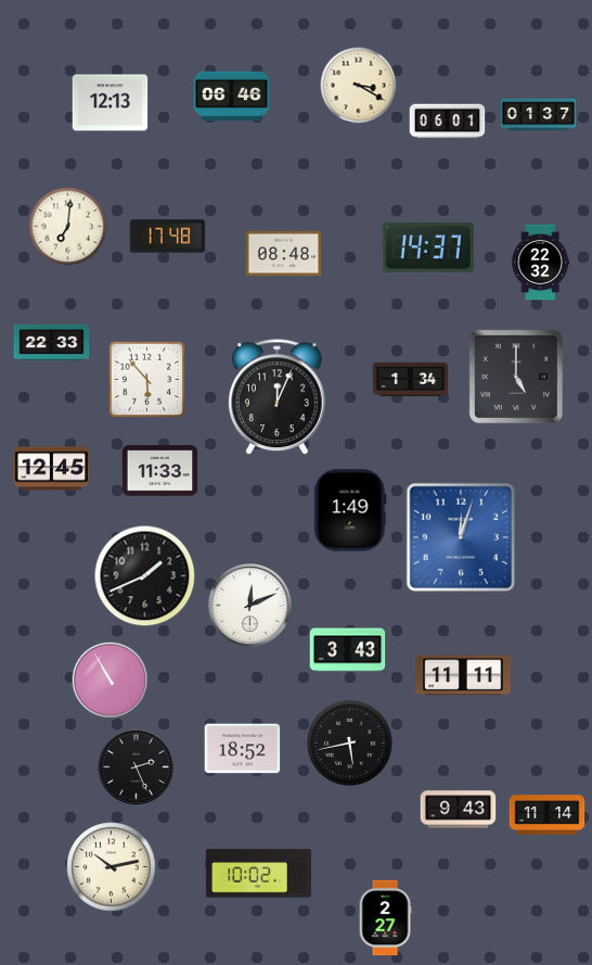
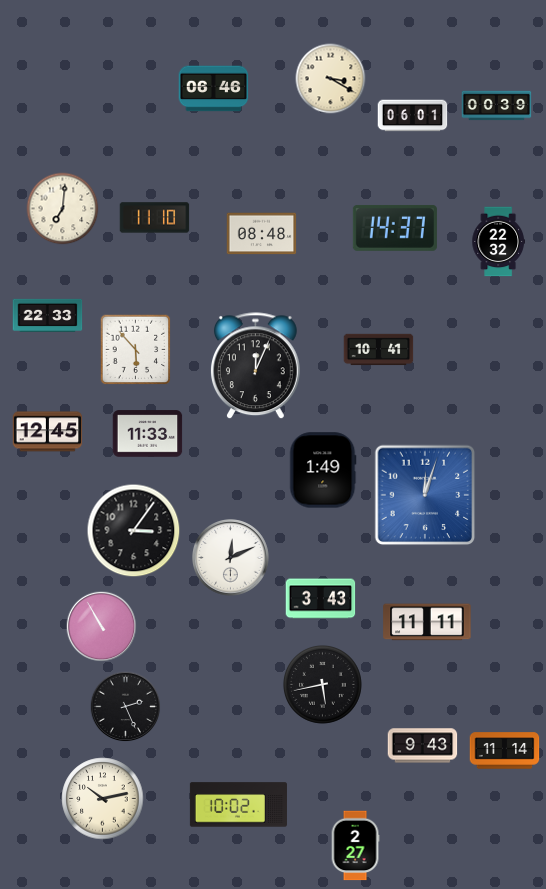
clock at (111, 103): 12:13 -> none
clock at (539, 115): 01:37 -> 00:39
clock at (448, 122) position: (448, 122) -> (413, 116)
clock at (168, 237): 17:48 -> 11:10
clock at (516, 377): 5:00 -> none
clock at (411, 380): 1:34 -> 10:41
clock at (145, 576): 1:41 -> 3:06
clock at (243, 749): 18:52 -> none
